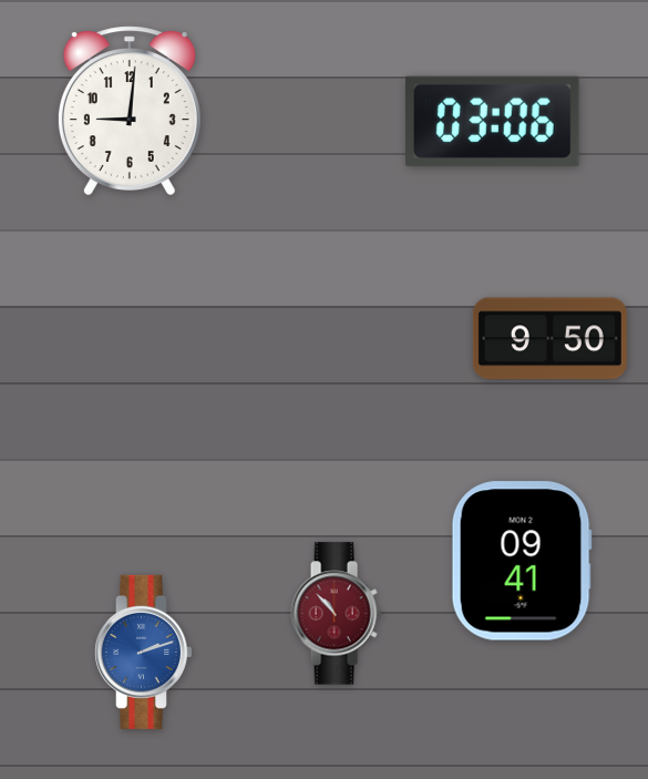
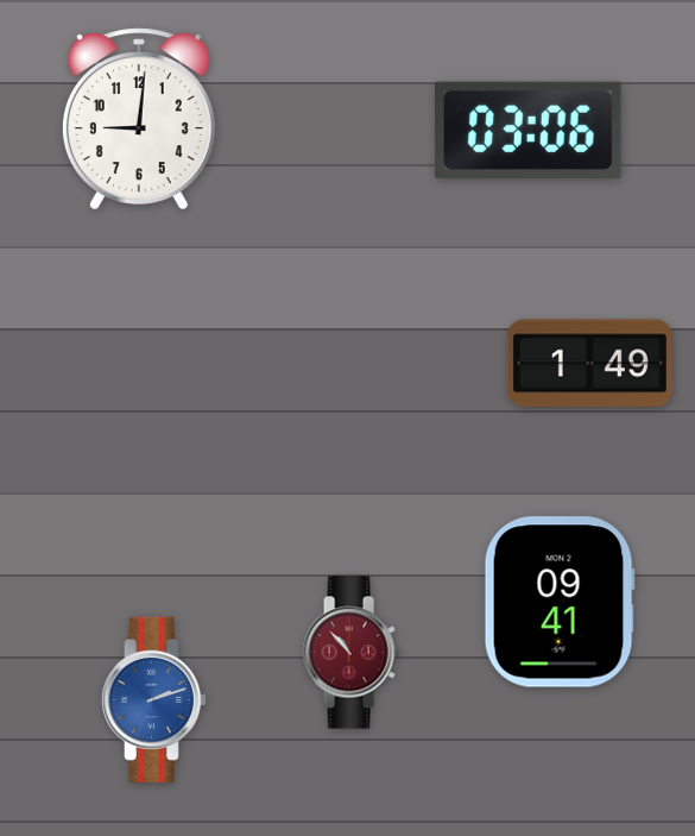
clock at (549, 339): 9:50 -> 1:49
clock at (336, 614) position: (336, 614) -> (350, 653)
